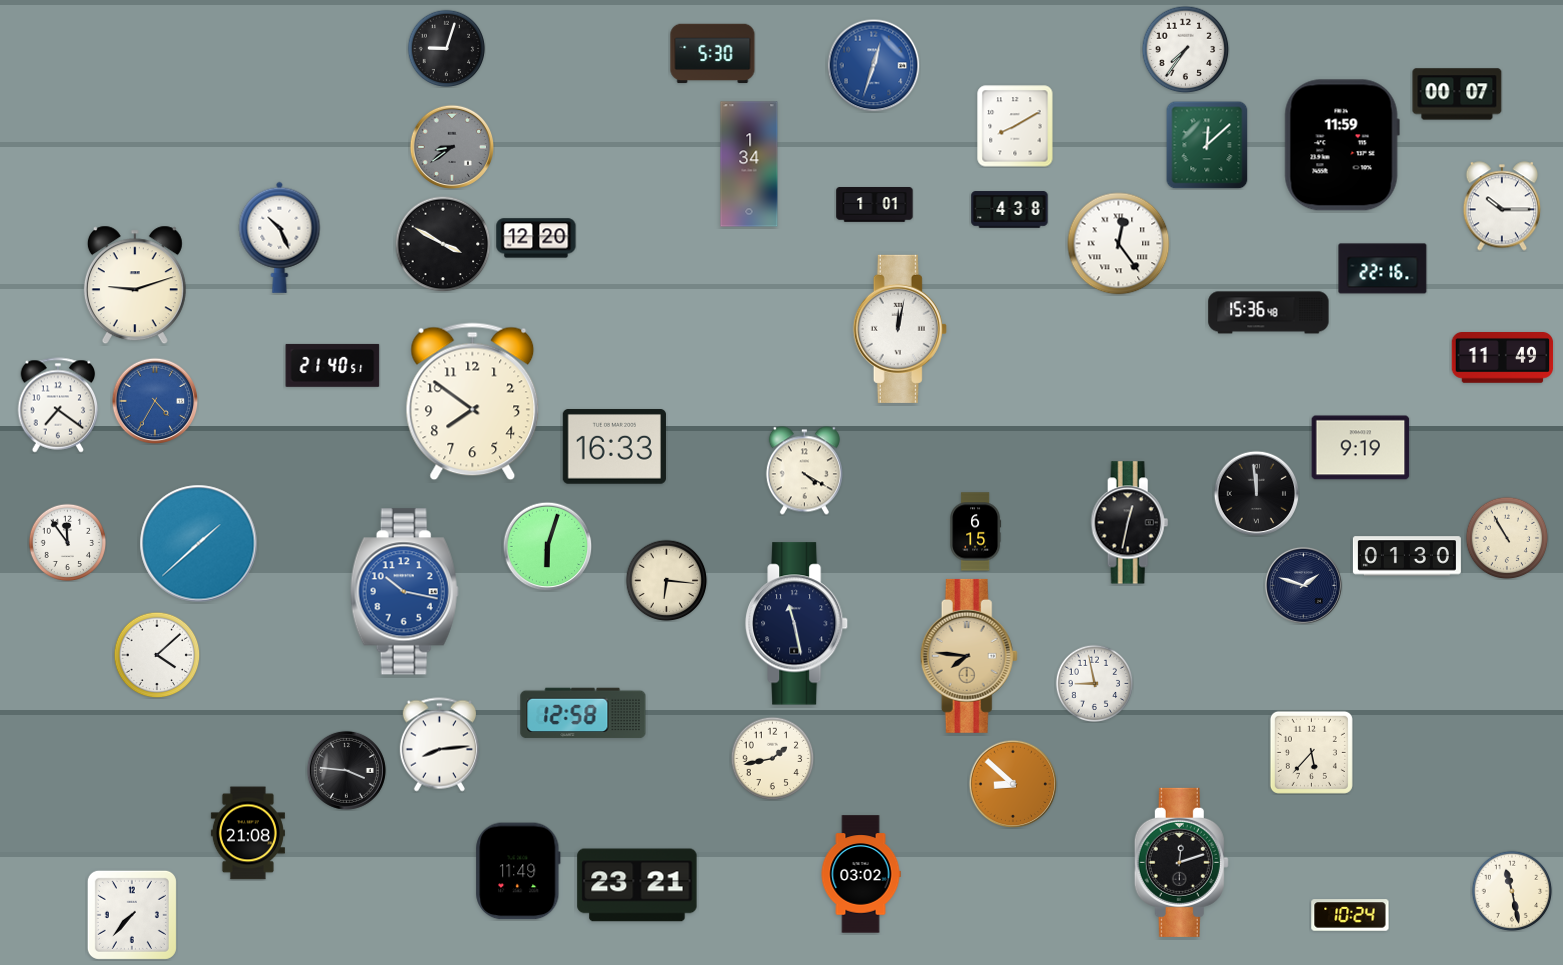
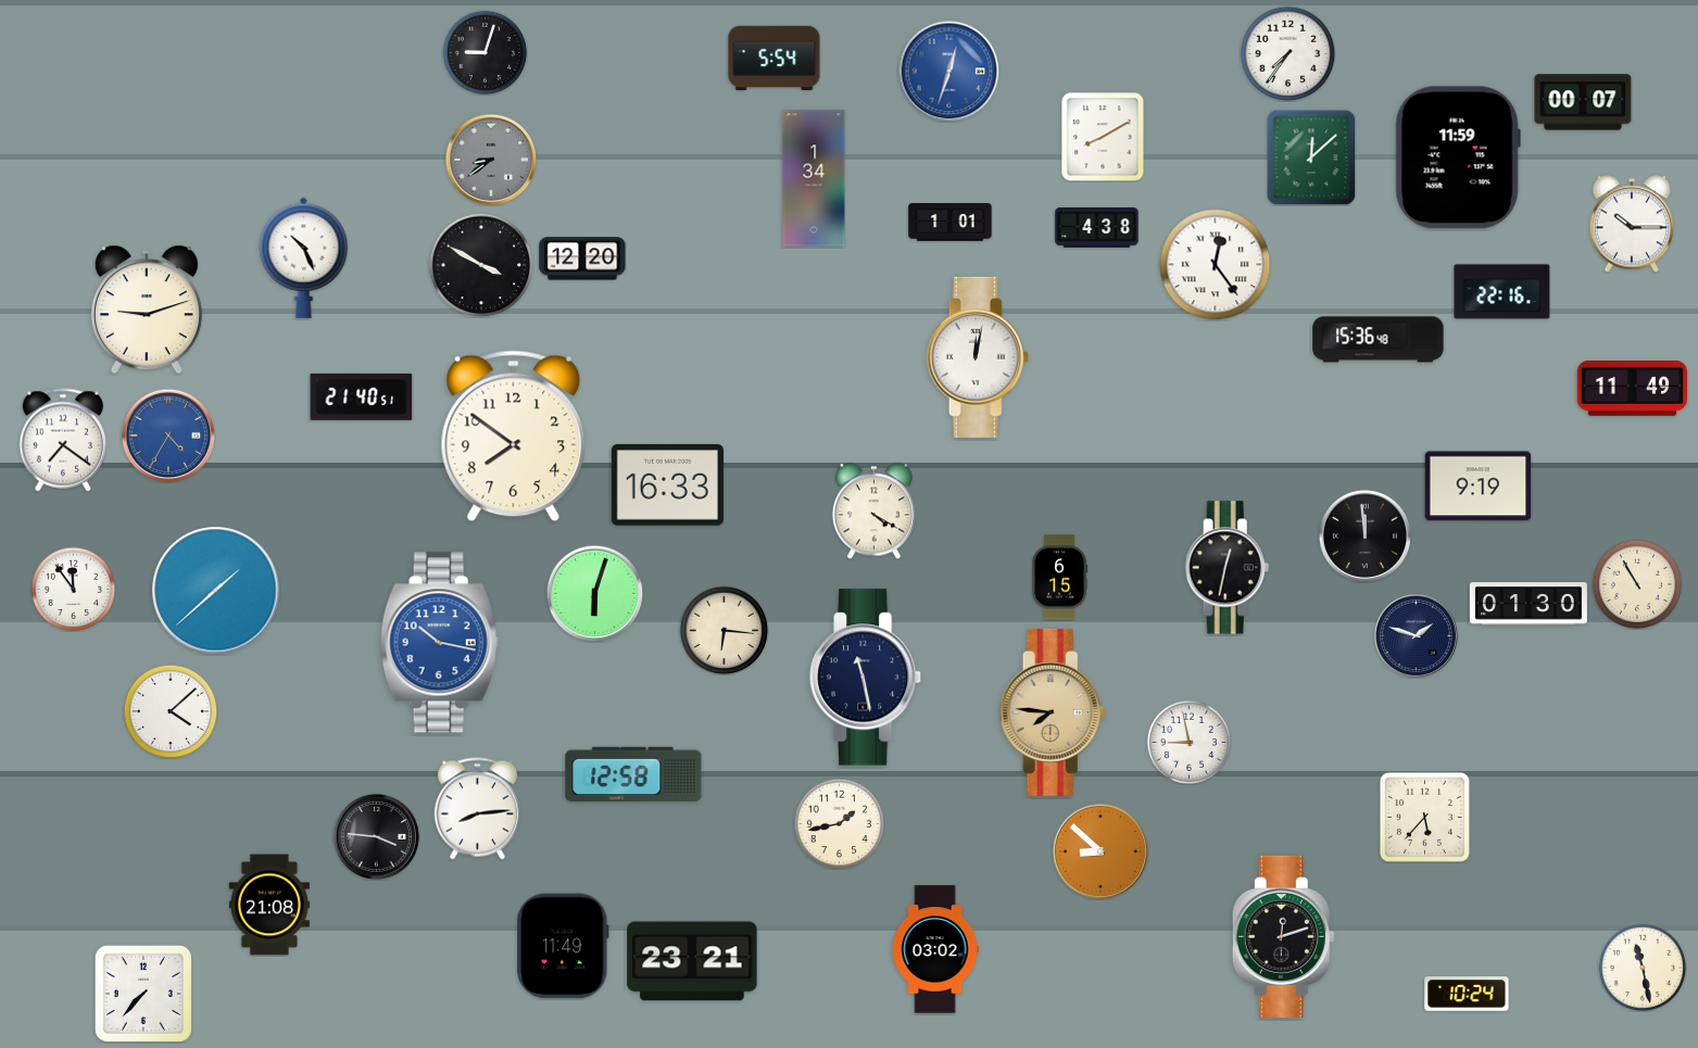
clock at (713, 54): 5:30 -> 5:54
